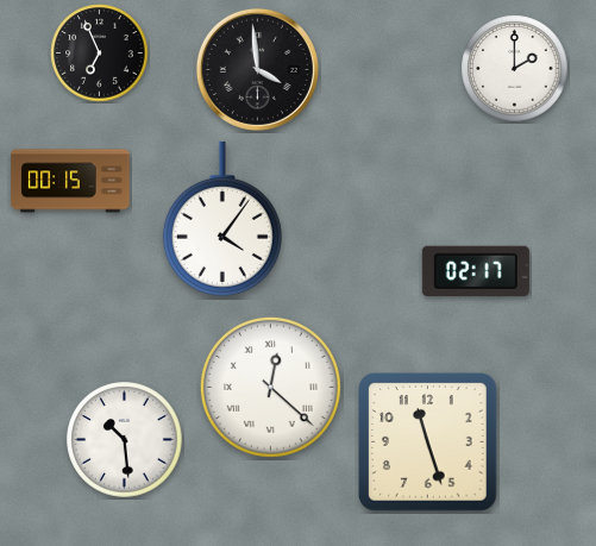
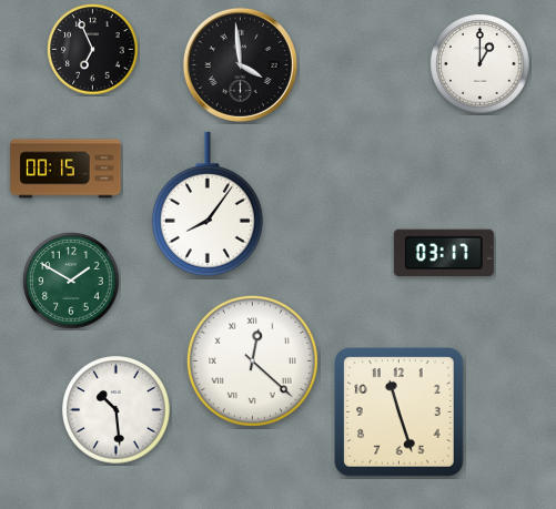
clock at (515, 69): 2:00 -> 1:00
clock at (222, 219): 4:06 -> 8:06
clock at (476, 270): 02:17 -> 03:17
clock at (71, 281): none -> 1:50
